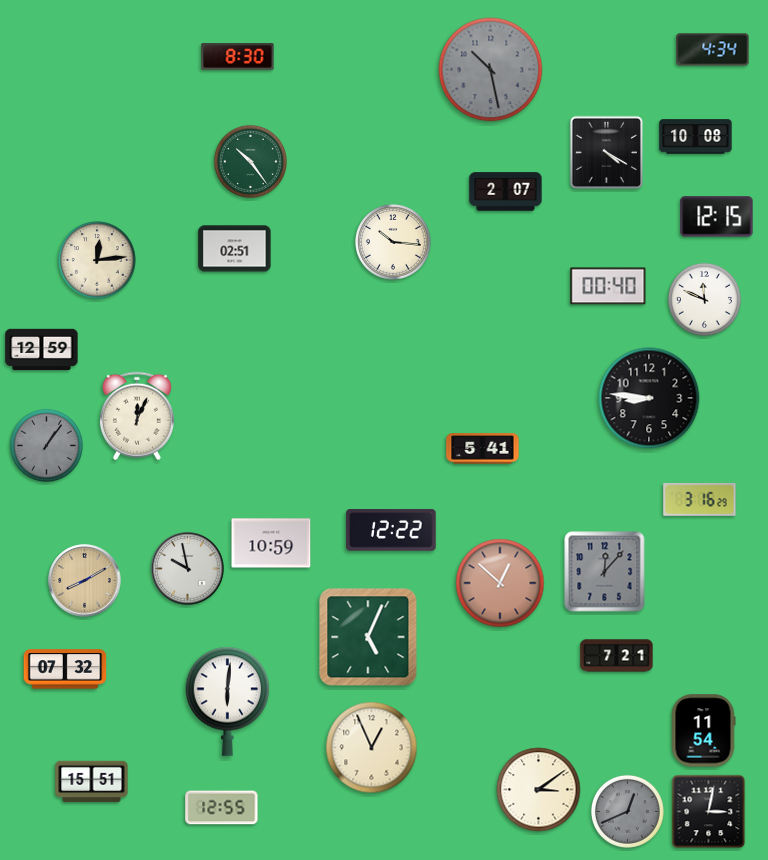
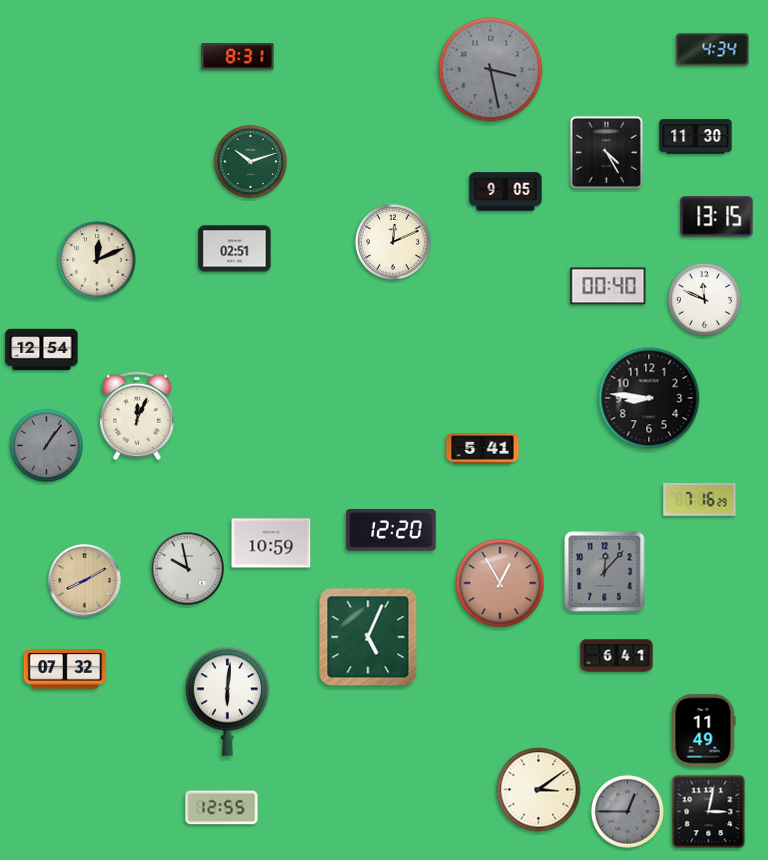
clock at (238, 57): 8:30 -> 8:31
clock at (491, 70): 10:28 -> 3:28
clock at (696, 137): 10:08 -> 11:30
clock at (606, 152): 4:20 -> 4:25
clock at (250, 161): 10:24 -> 10:12
clock at (506, 192): 2:07 -> 9:05
clock at (717, 217): 12:15 -> 13:15
clock at (394, 243): 10:16 -> 12:11
clock at (97, 260): 12:14 -> 12:11
clock at (42, 350): 12:59 -> 12:54
clock at (700, 500): 3:16 -> 7:16
clock at (391, 530): 12:22 -> 12:20
clock at (500, 583): 12:52 -> 12:55
clock at (617, 656): 7:21 -> 6:41
clock at (703, 731): 11:54 -> 11:49
clock at (372, 748): 12:56 -> none
clock at (92, 782): 15:51 -> none
clock at (627, 811): 12:41 -> 12:45
